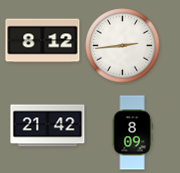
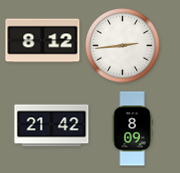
clock at (48, 126) position: (48, 126) -> (52, 126)
clock at (132, 133) position: (132, 133) -> (132, 129)
